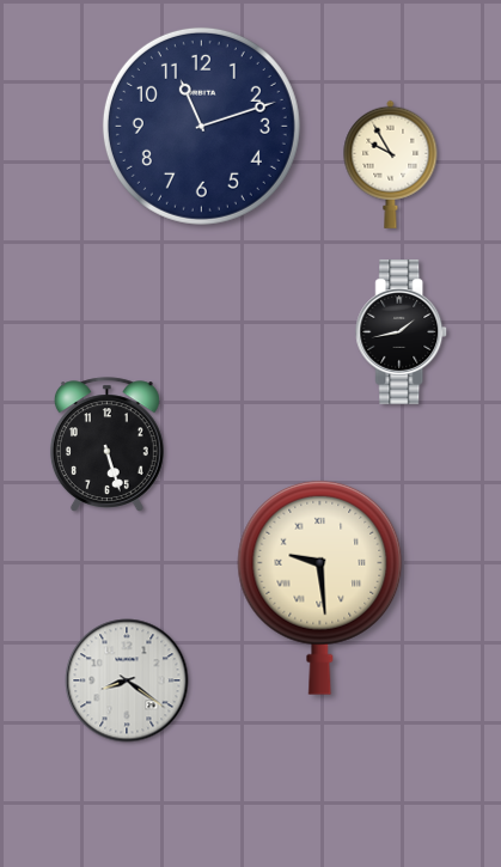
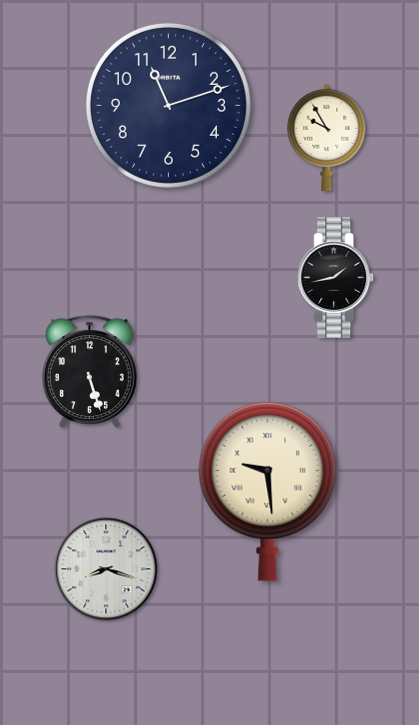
clock at (127, 680): 8:21 -> 8:18
